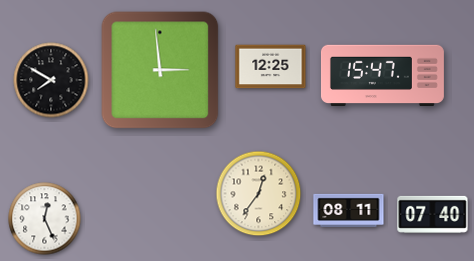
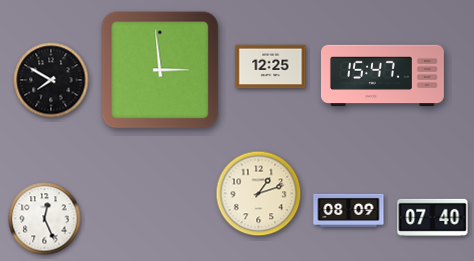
clock at (259, 194): 12:36 -> 1:12
clock at (349, 210): 08:11 -> 08:09
clock at (433, 214) position: (433, 214) -> (433, 217)
